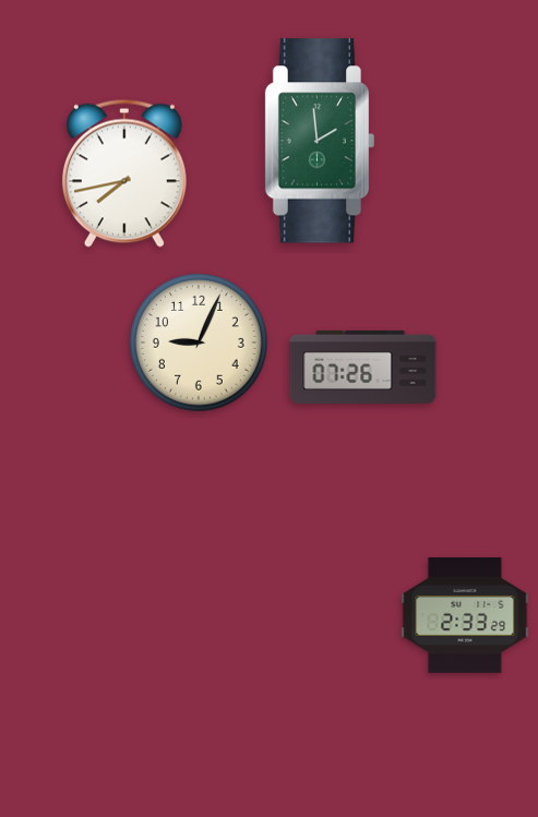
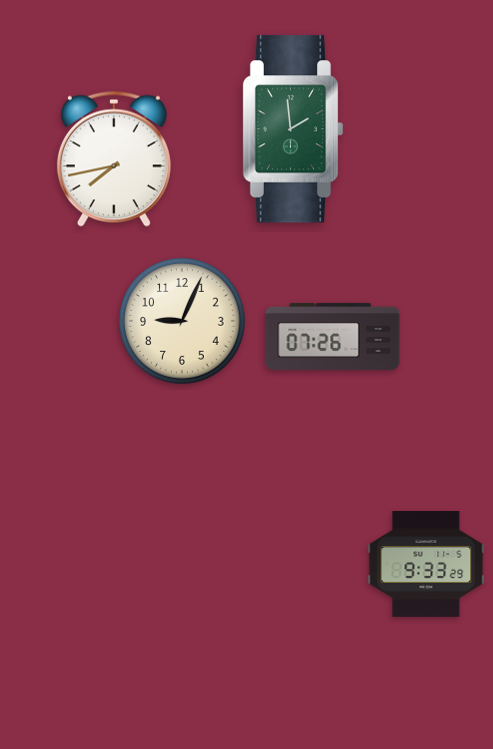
clock at (199, 343) position: (199, 343) -> (182, 321)
clock at (465, 616): 2:33 -> 9:33
